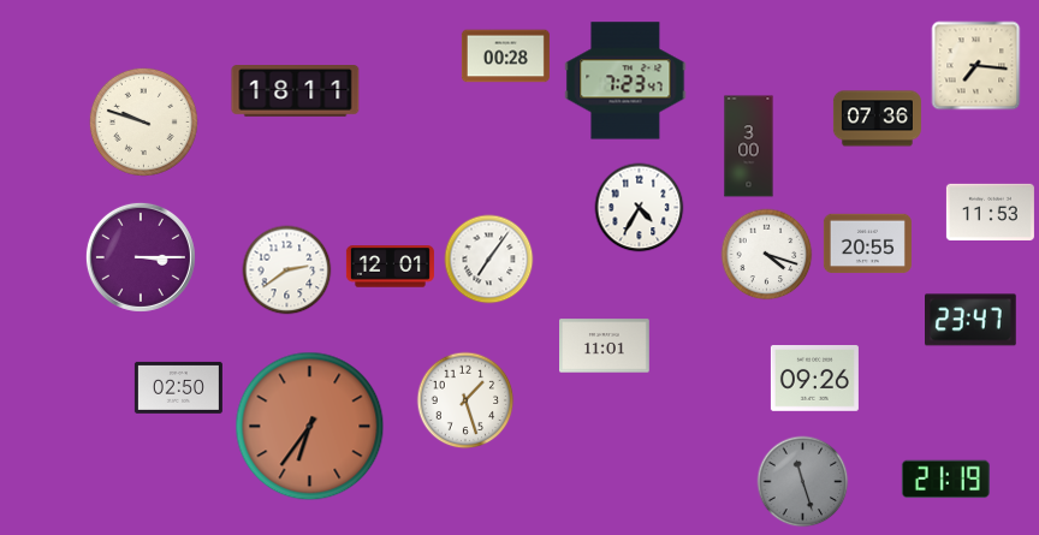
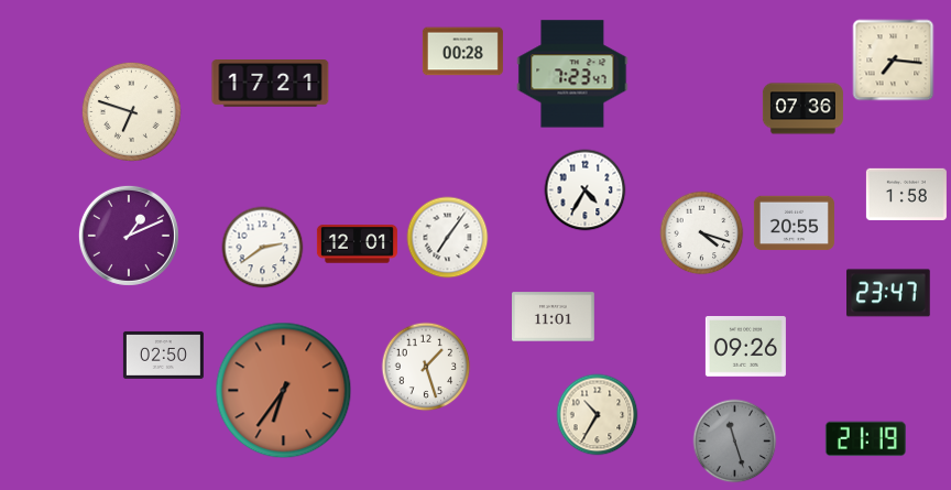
clock at (296, 91): 18:11 -> 17:21
clock at (143, 121): 9:48 -> 6:48
clock at (749, 147): 3:00 -> none
clock at (990, 212): 11:53 -> 1:58
clock at (141, 257): 3:15 -> 1:11
clock at (598, 415): none -> 10:35
